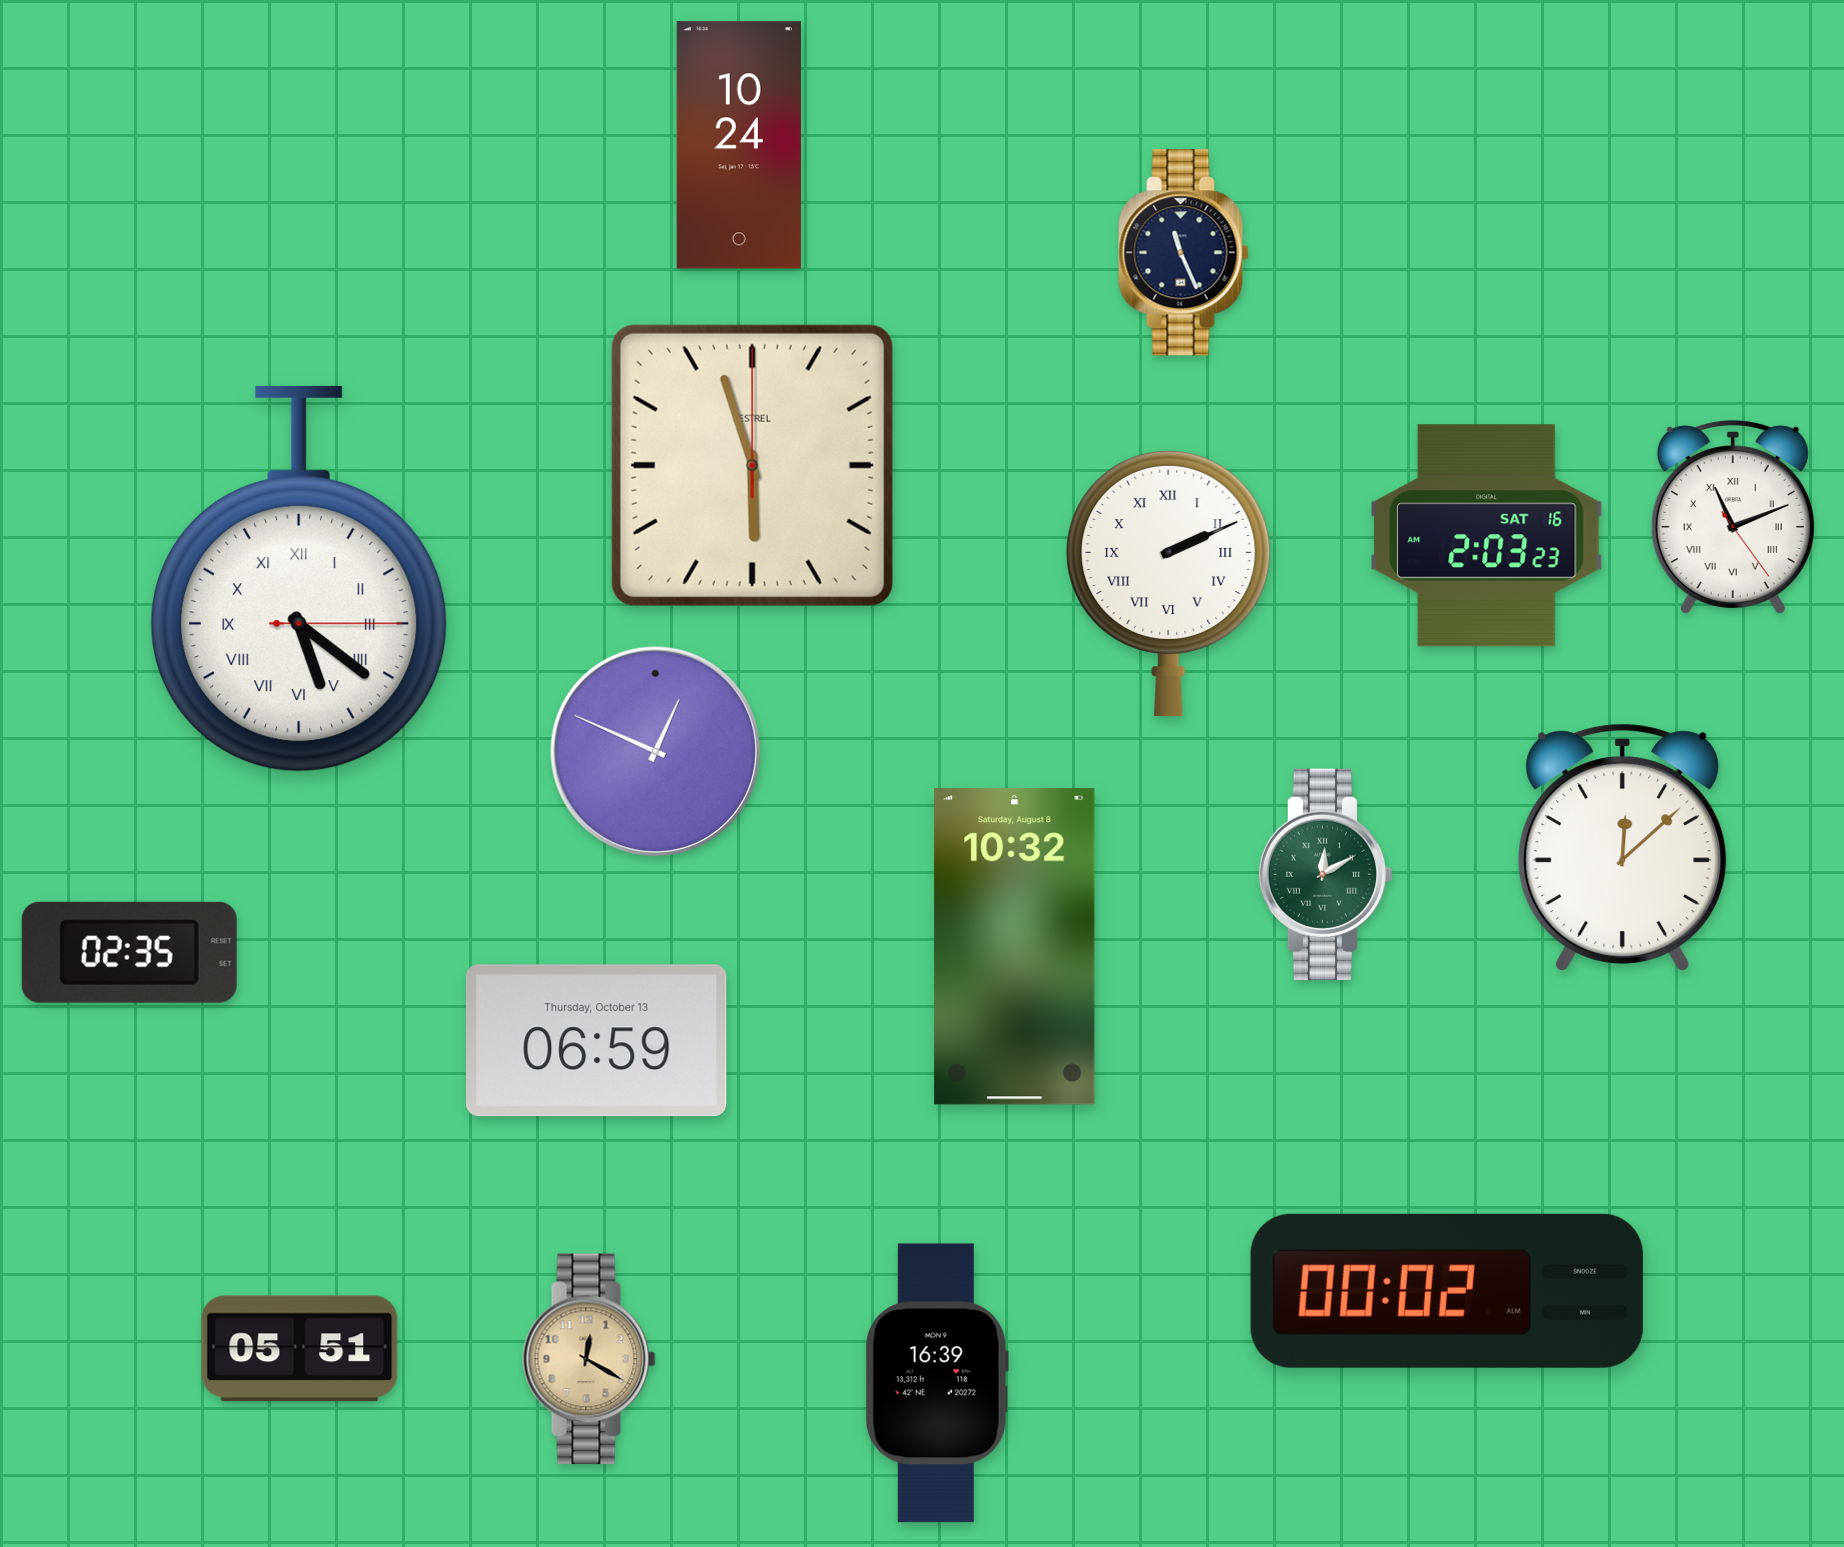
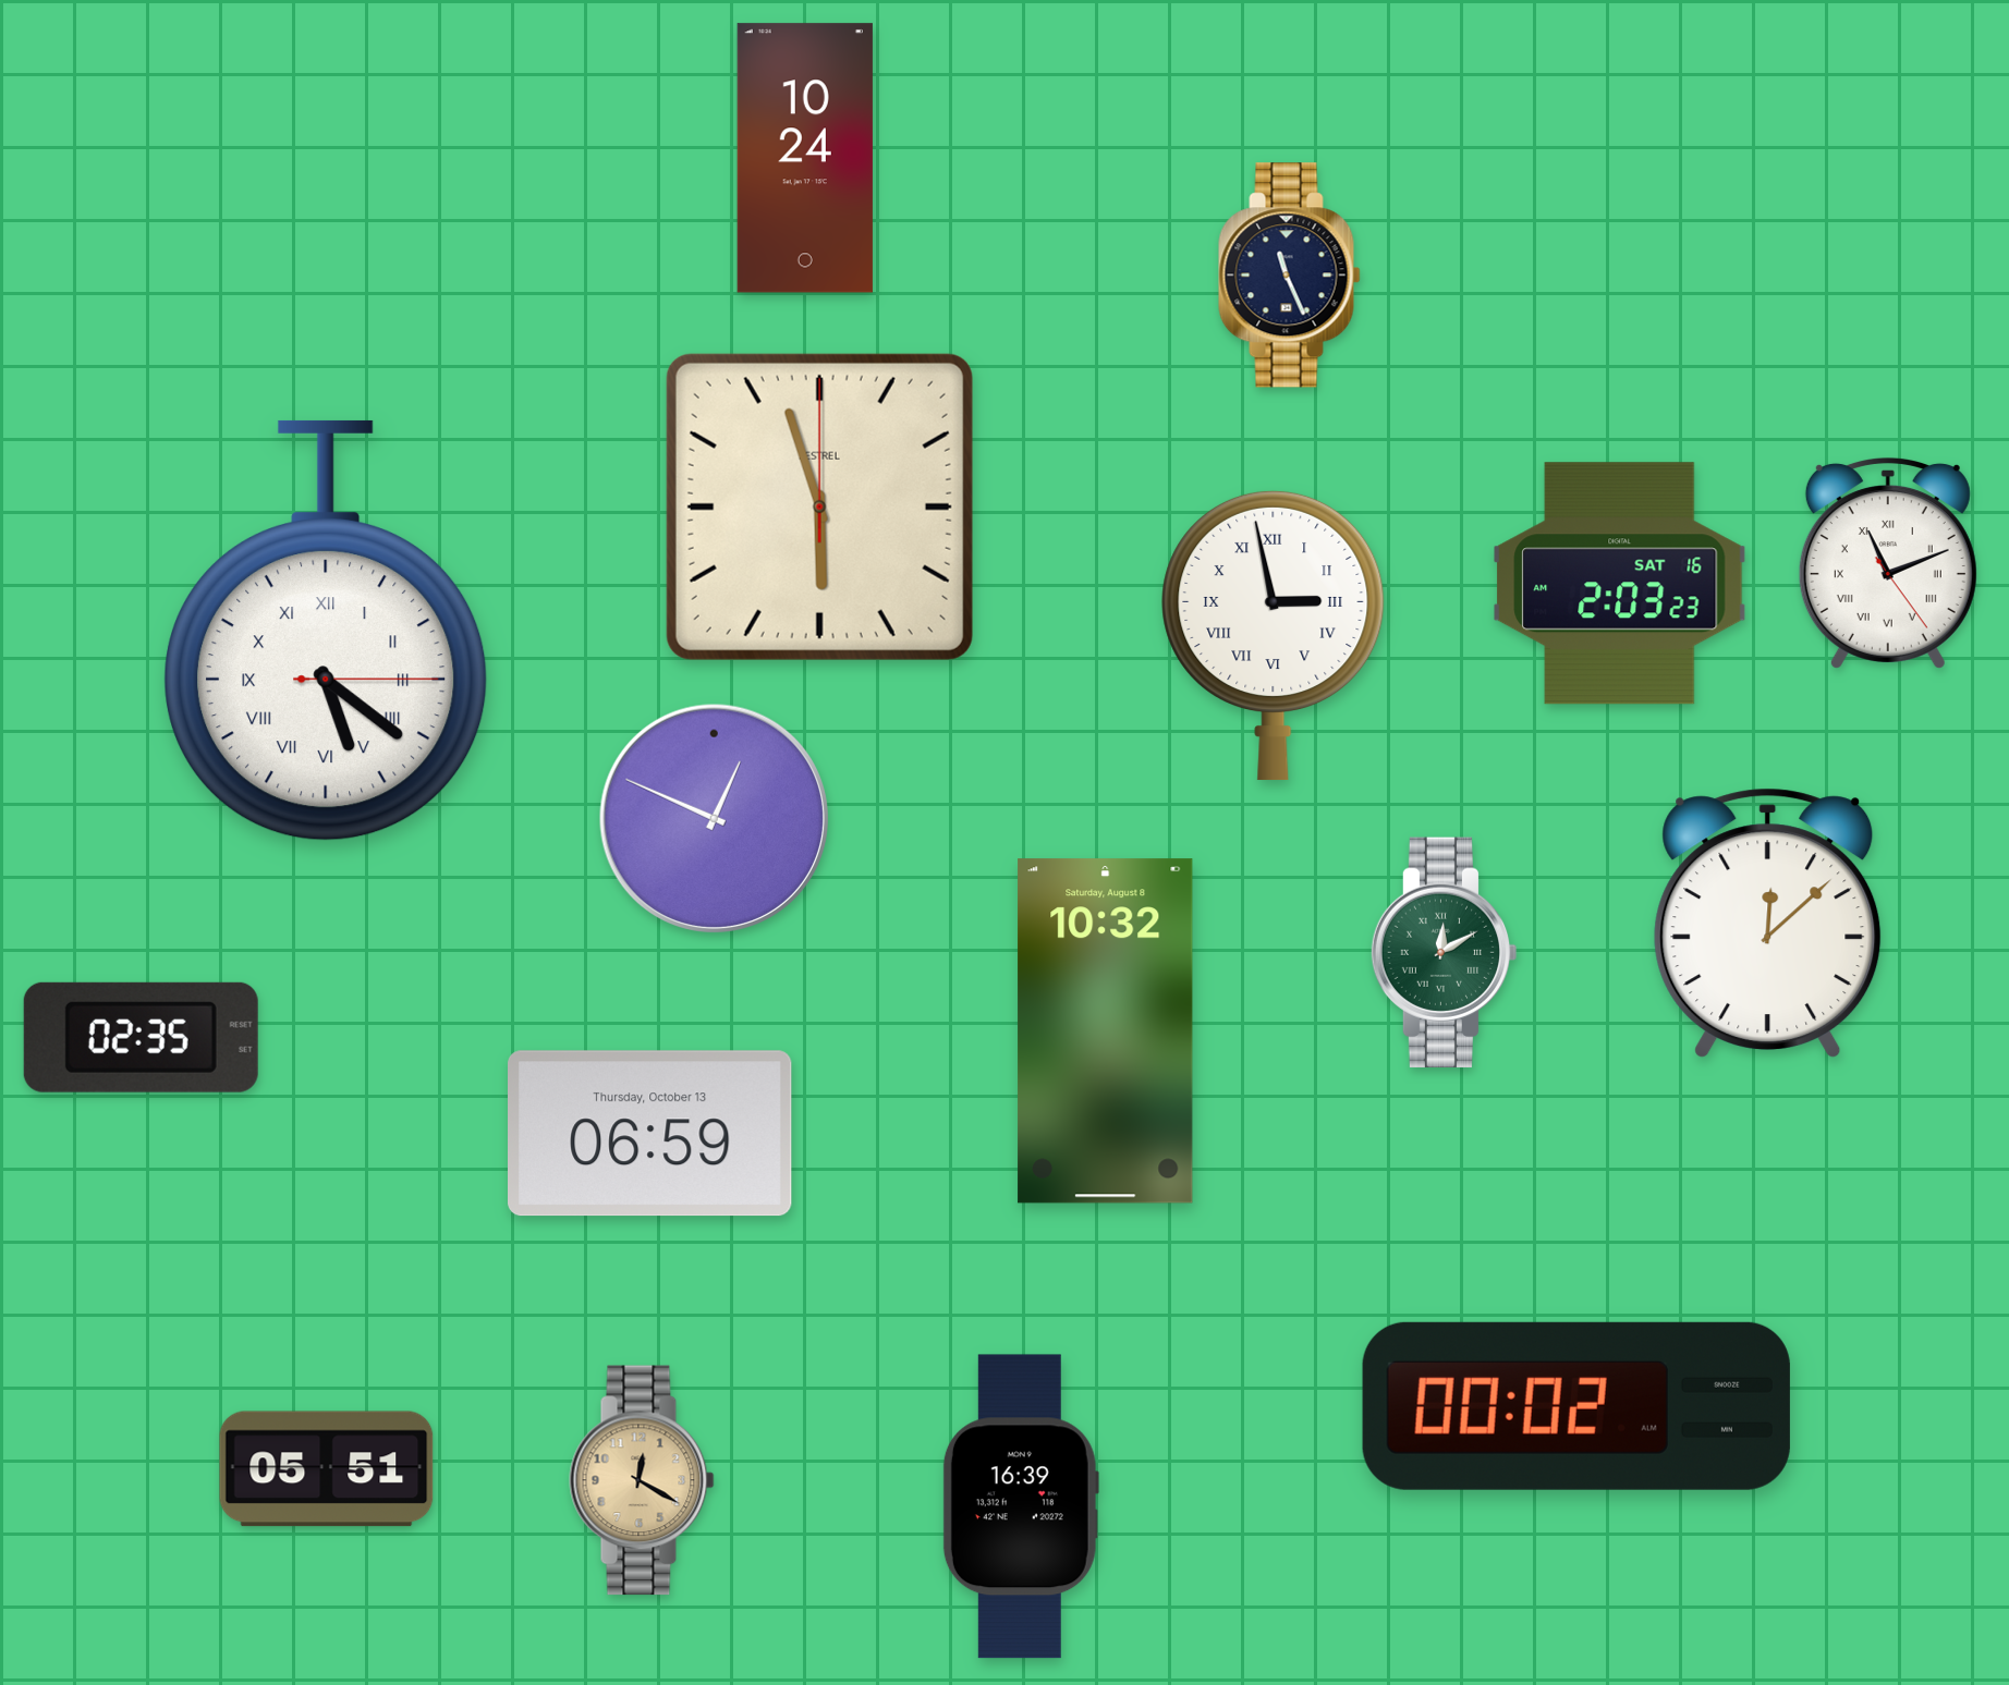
clock at (1169, 583): 2:11 -> 2:58
